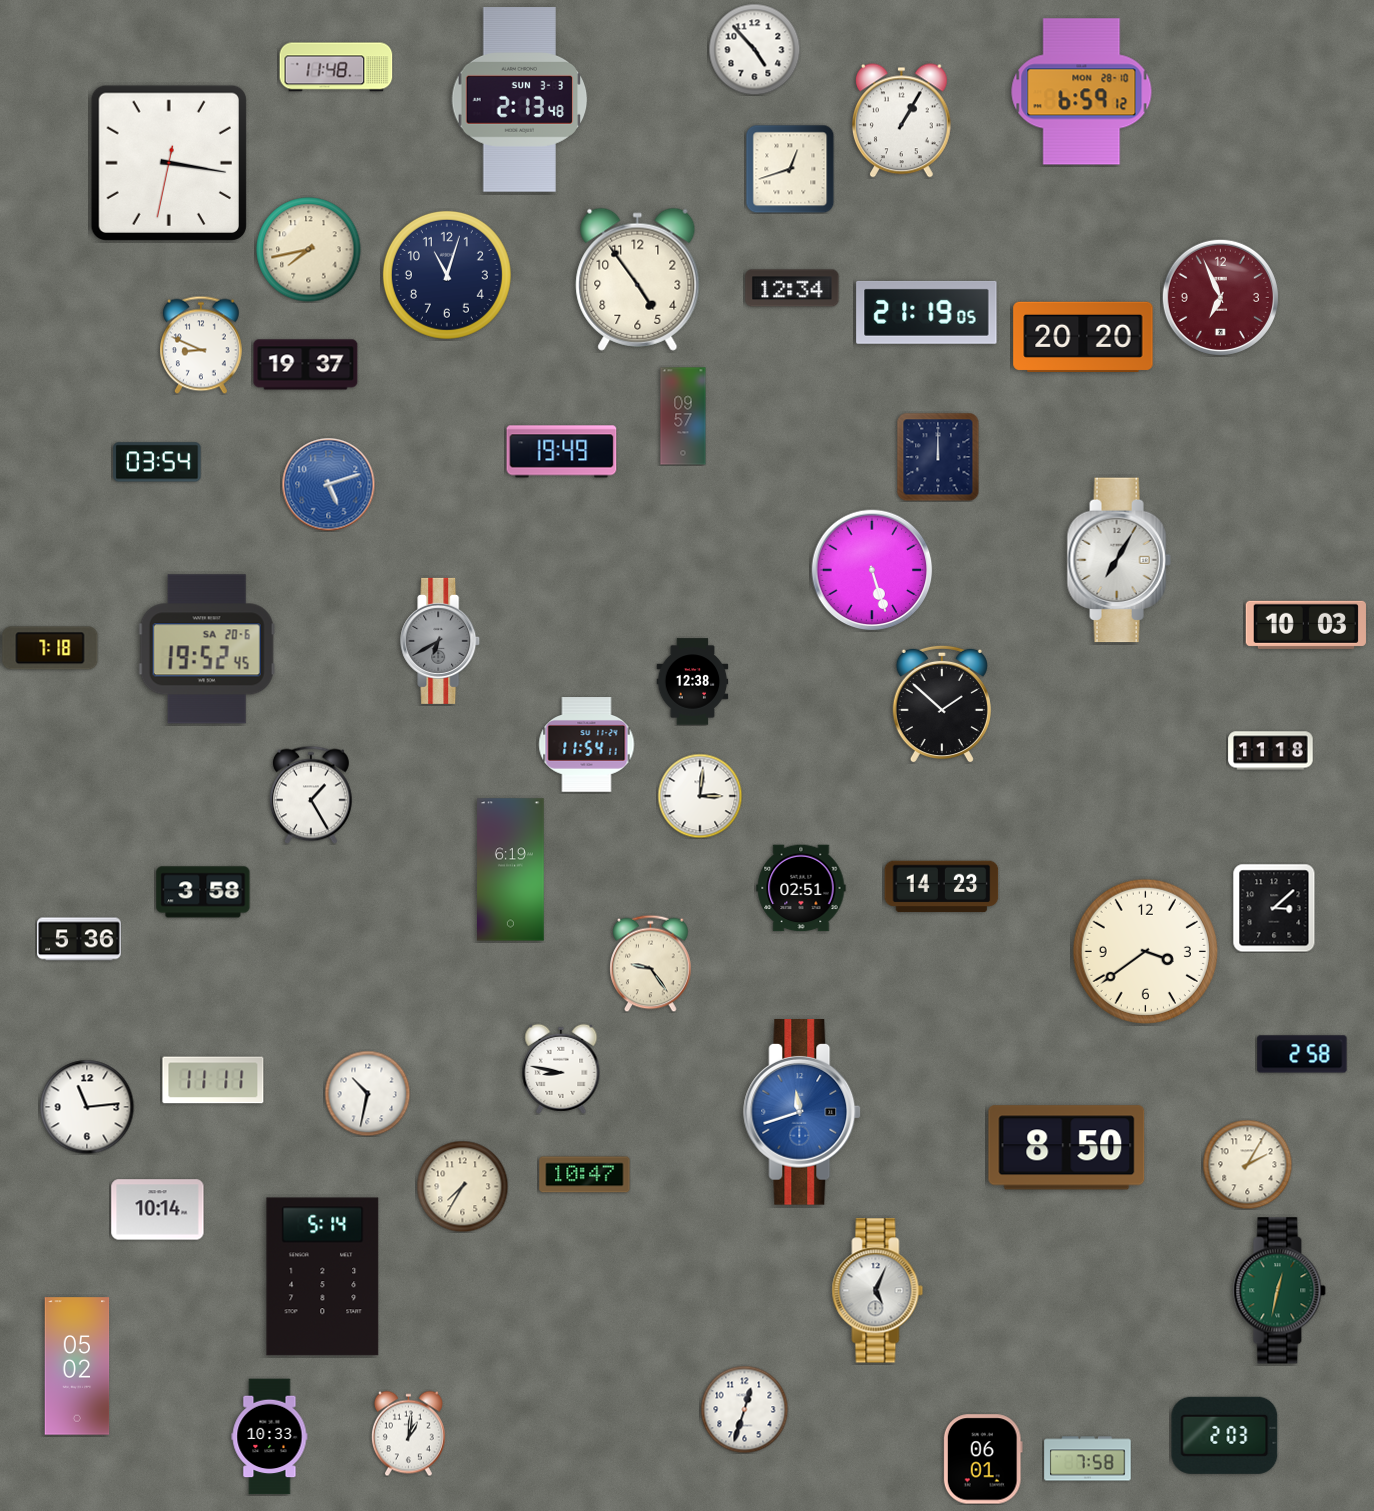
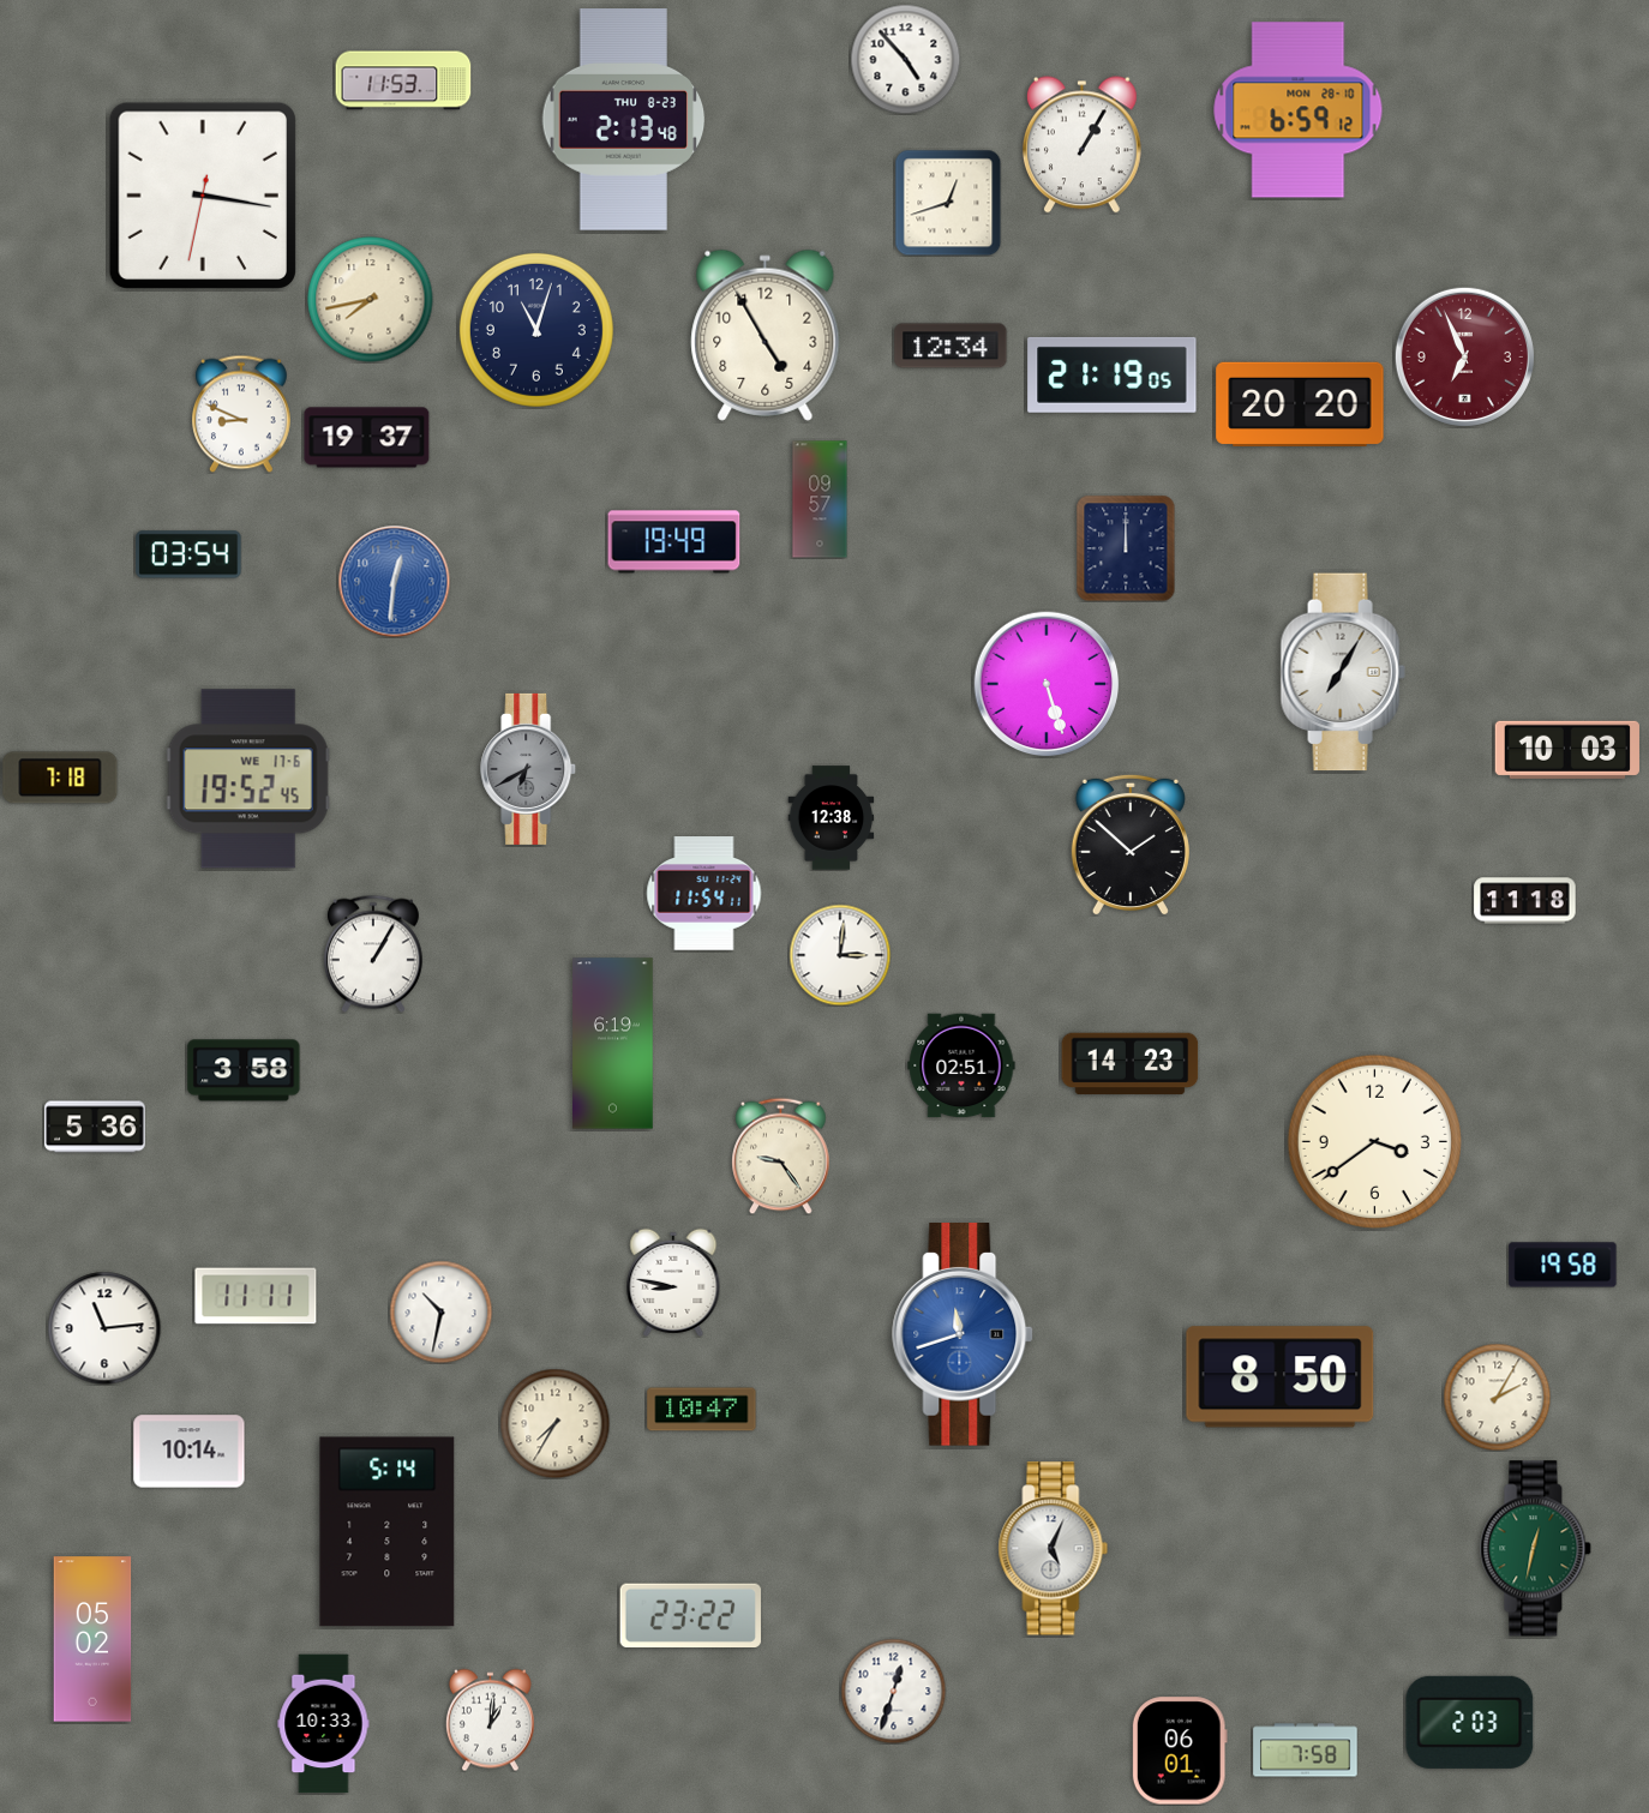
clock at (336, 67): 11:48 -> 11:53
clock at (520, 100) date: SUN 3-3 -> THU 8-23
clock at (638, 279): 4:54 -> 4:55
clock at (328, 484): 5:12 -> 12:31
clock at (207, 649) date: SA 20-6 -> WE 17-6
clock at (311, 795): 1:25 -> 1:05
clock at (1274, 908): 3:08 -> none
clock at (1302, 1054): 2:58 -> 19:58
clock at (690, 1615): none -> 23:22
